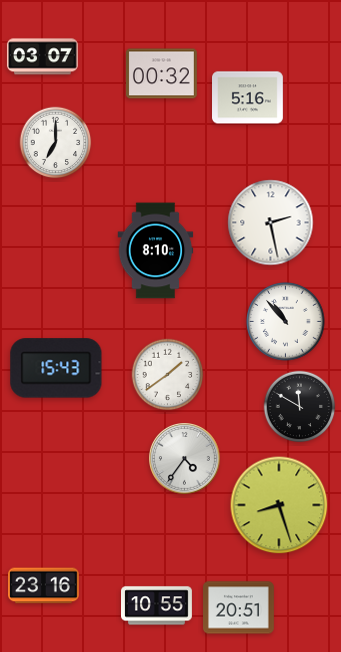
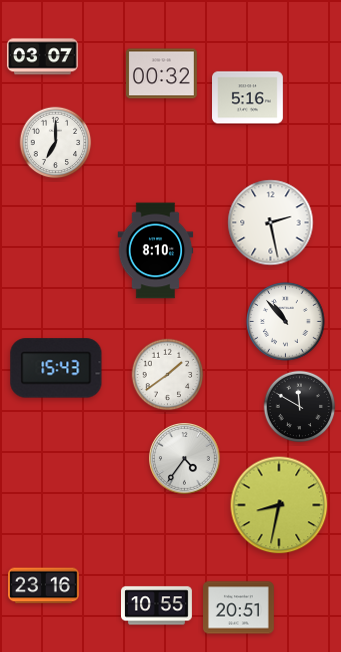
clock at (279, 505): 8:27 -> 8:32
